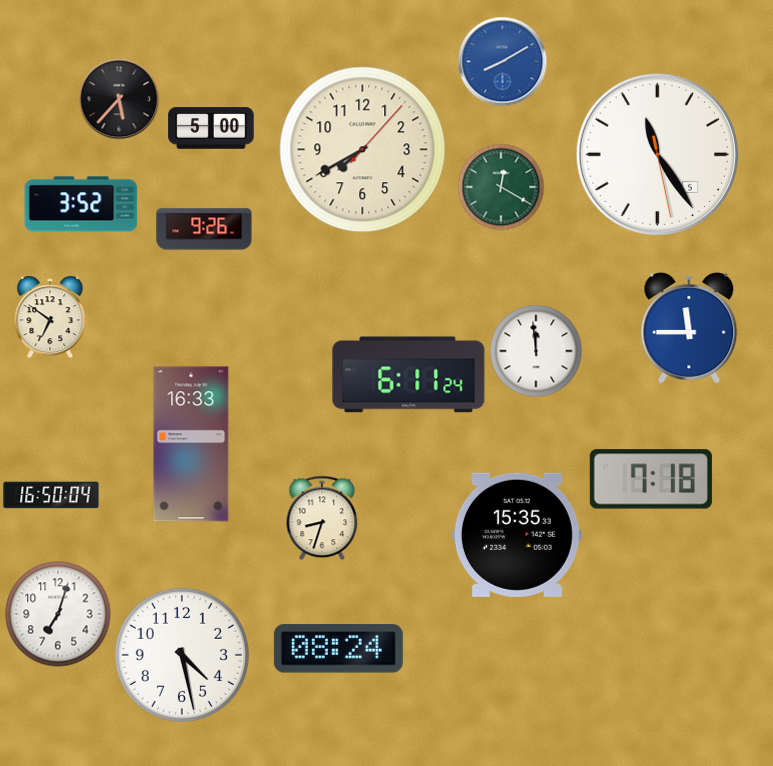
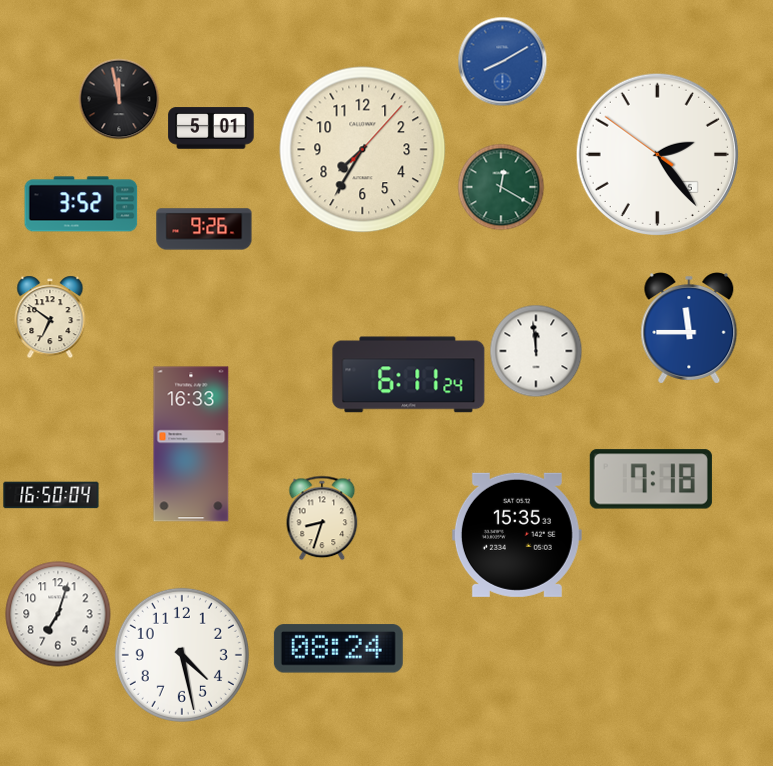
clock at (119, 99): 5:37 -> 11:58
clock at (211, 128): 5:00 -> 5:01
clock at (363, 150): 7:40 -> 7:35
clock at (657, 154): 11:24 -> 2:23
